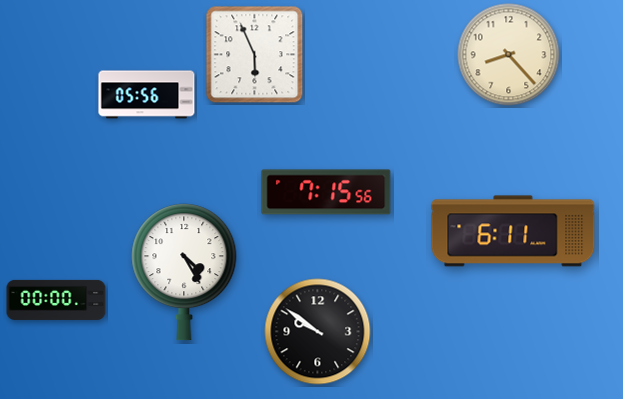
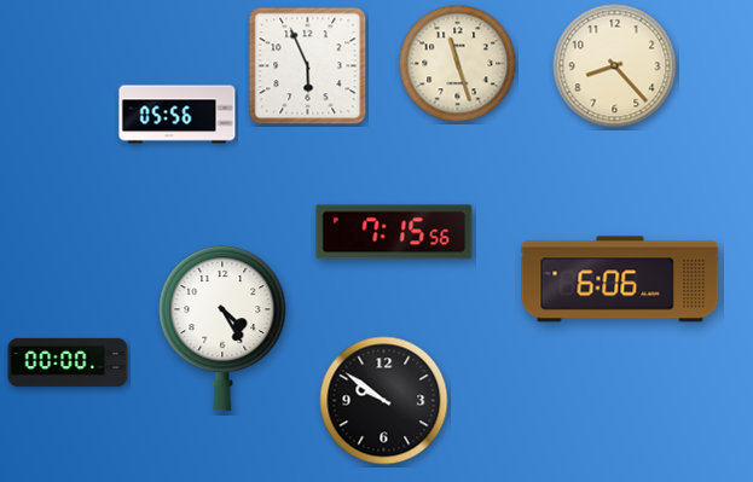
clock at (458, 64): none -> 11:27
clock at (513, 231): 6:11 -> 6:06
